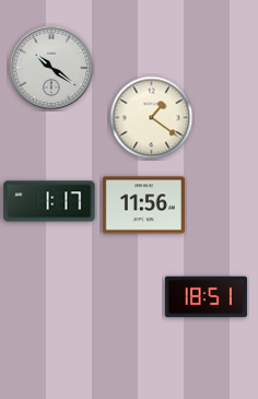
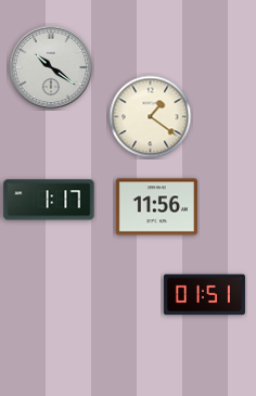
clock at (143, 206) position: (143, 206) -> (156, 207)
clock at (206, 297): 18:51 -> 01:51
